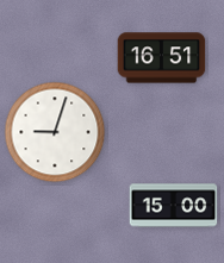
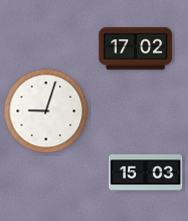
clock at (162, 58): 16:51 -> 17:02
clock at (174, 206): 15:00 -> 15:03
